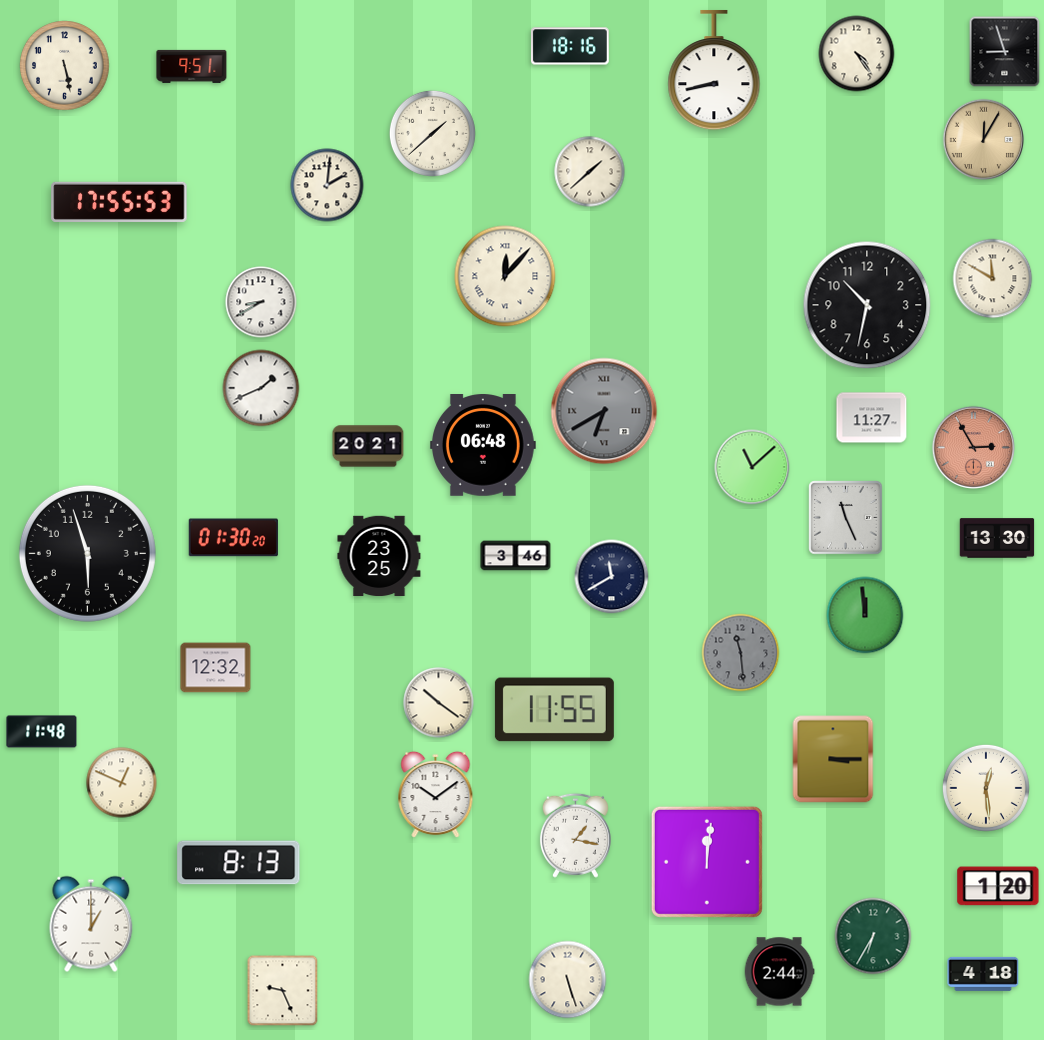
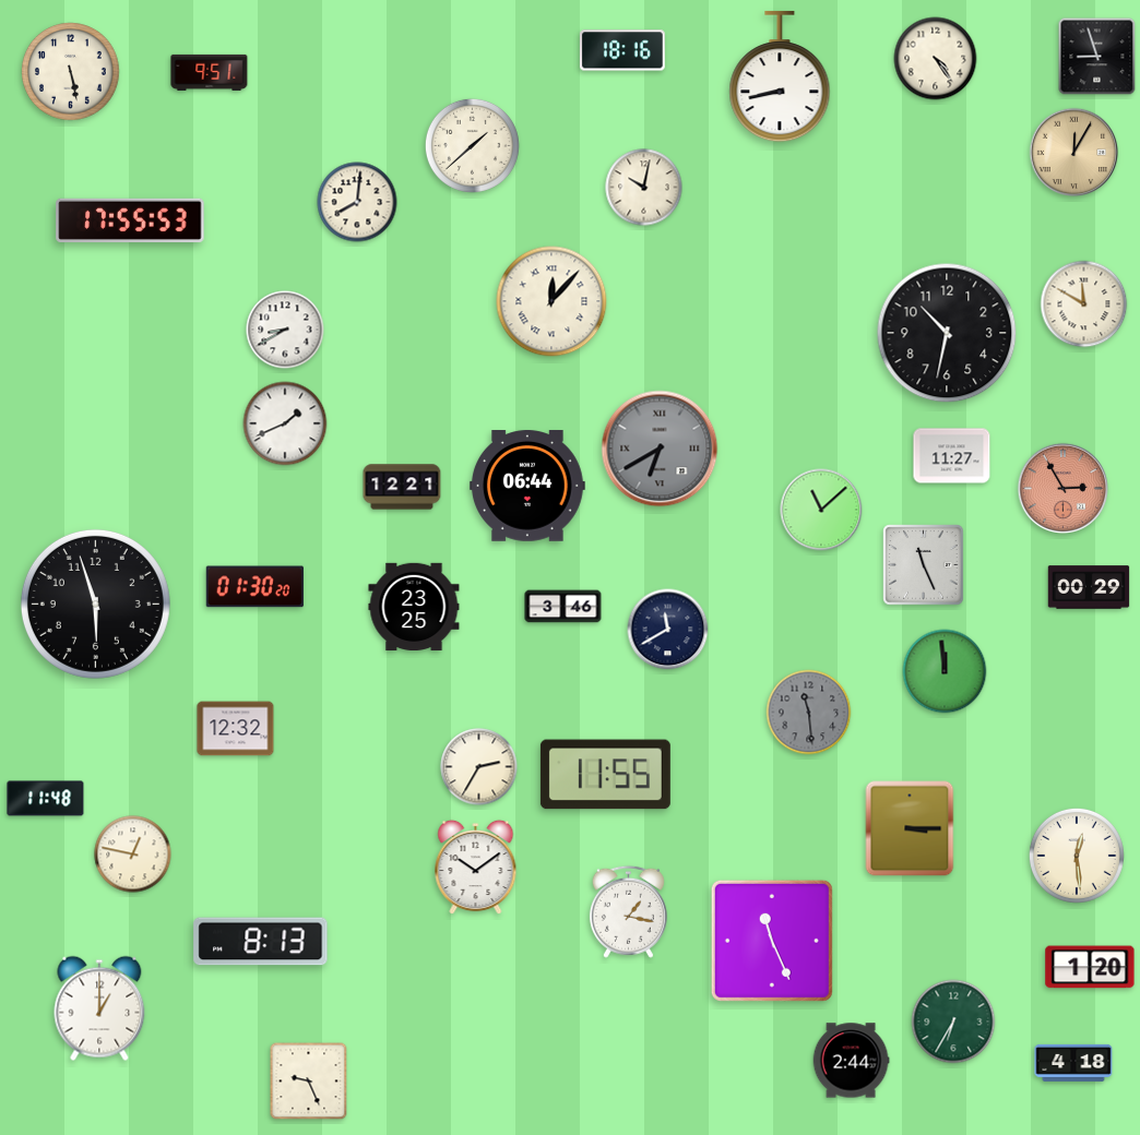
clock at (590, 172): 1:38 -> 10:02
clock at (327, 185): 2:01 -> 8:01
clock at (368, 446): 20:21 -> 12:21
clock at (483, 446): 06:48 -> 06:44
clock at (997, 538): 13:30 -> 00:29
clock at (439, 703): 10:21 -> 2:35
clock at (122, 783): 12:49 -> 12:47
clock at (986, 788) position: (986, 788) -> (1077, 856)
clock at (707, 862): 12:01 -> 11:26
clock at (568, 980): 5:27 -> none
